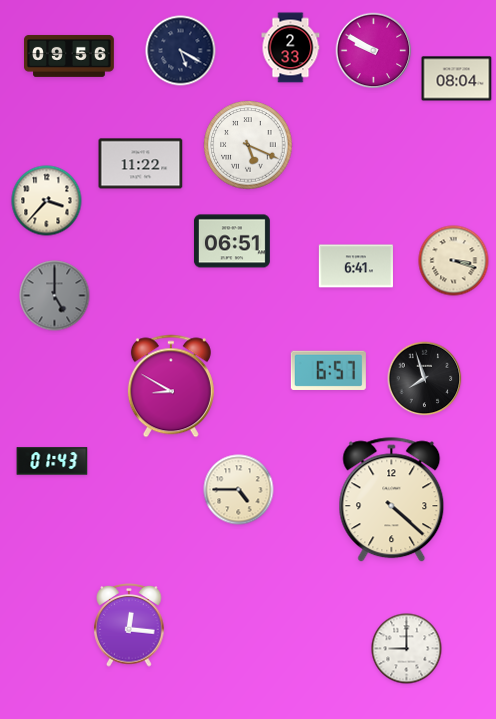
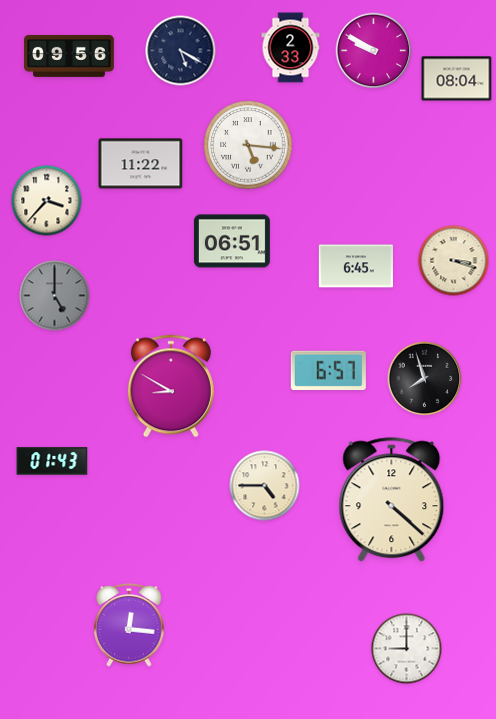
clock at (248, 145): 5:19 -> 5:16
clock at (355, 266): 6:41 -> 6:45
clock at (239, 490) position: (239, 490) -> (265, 486)
